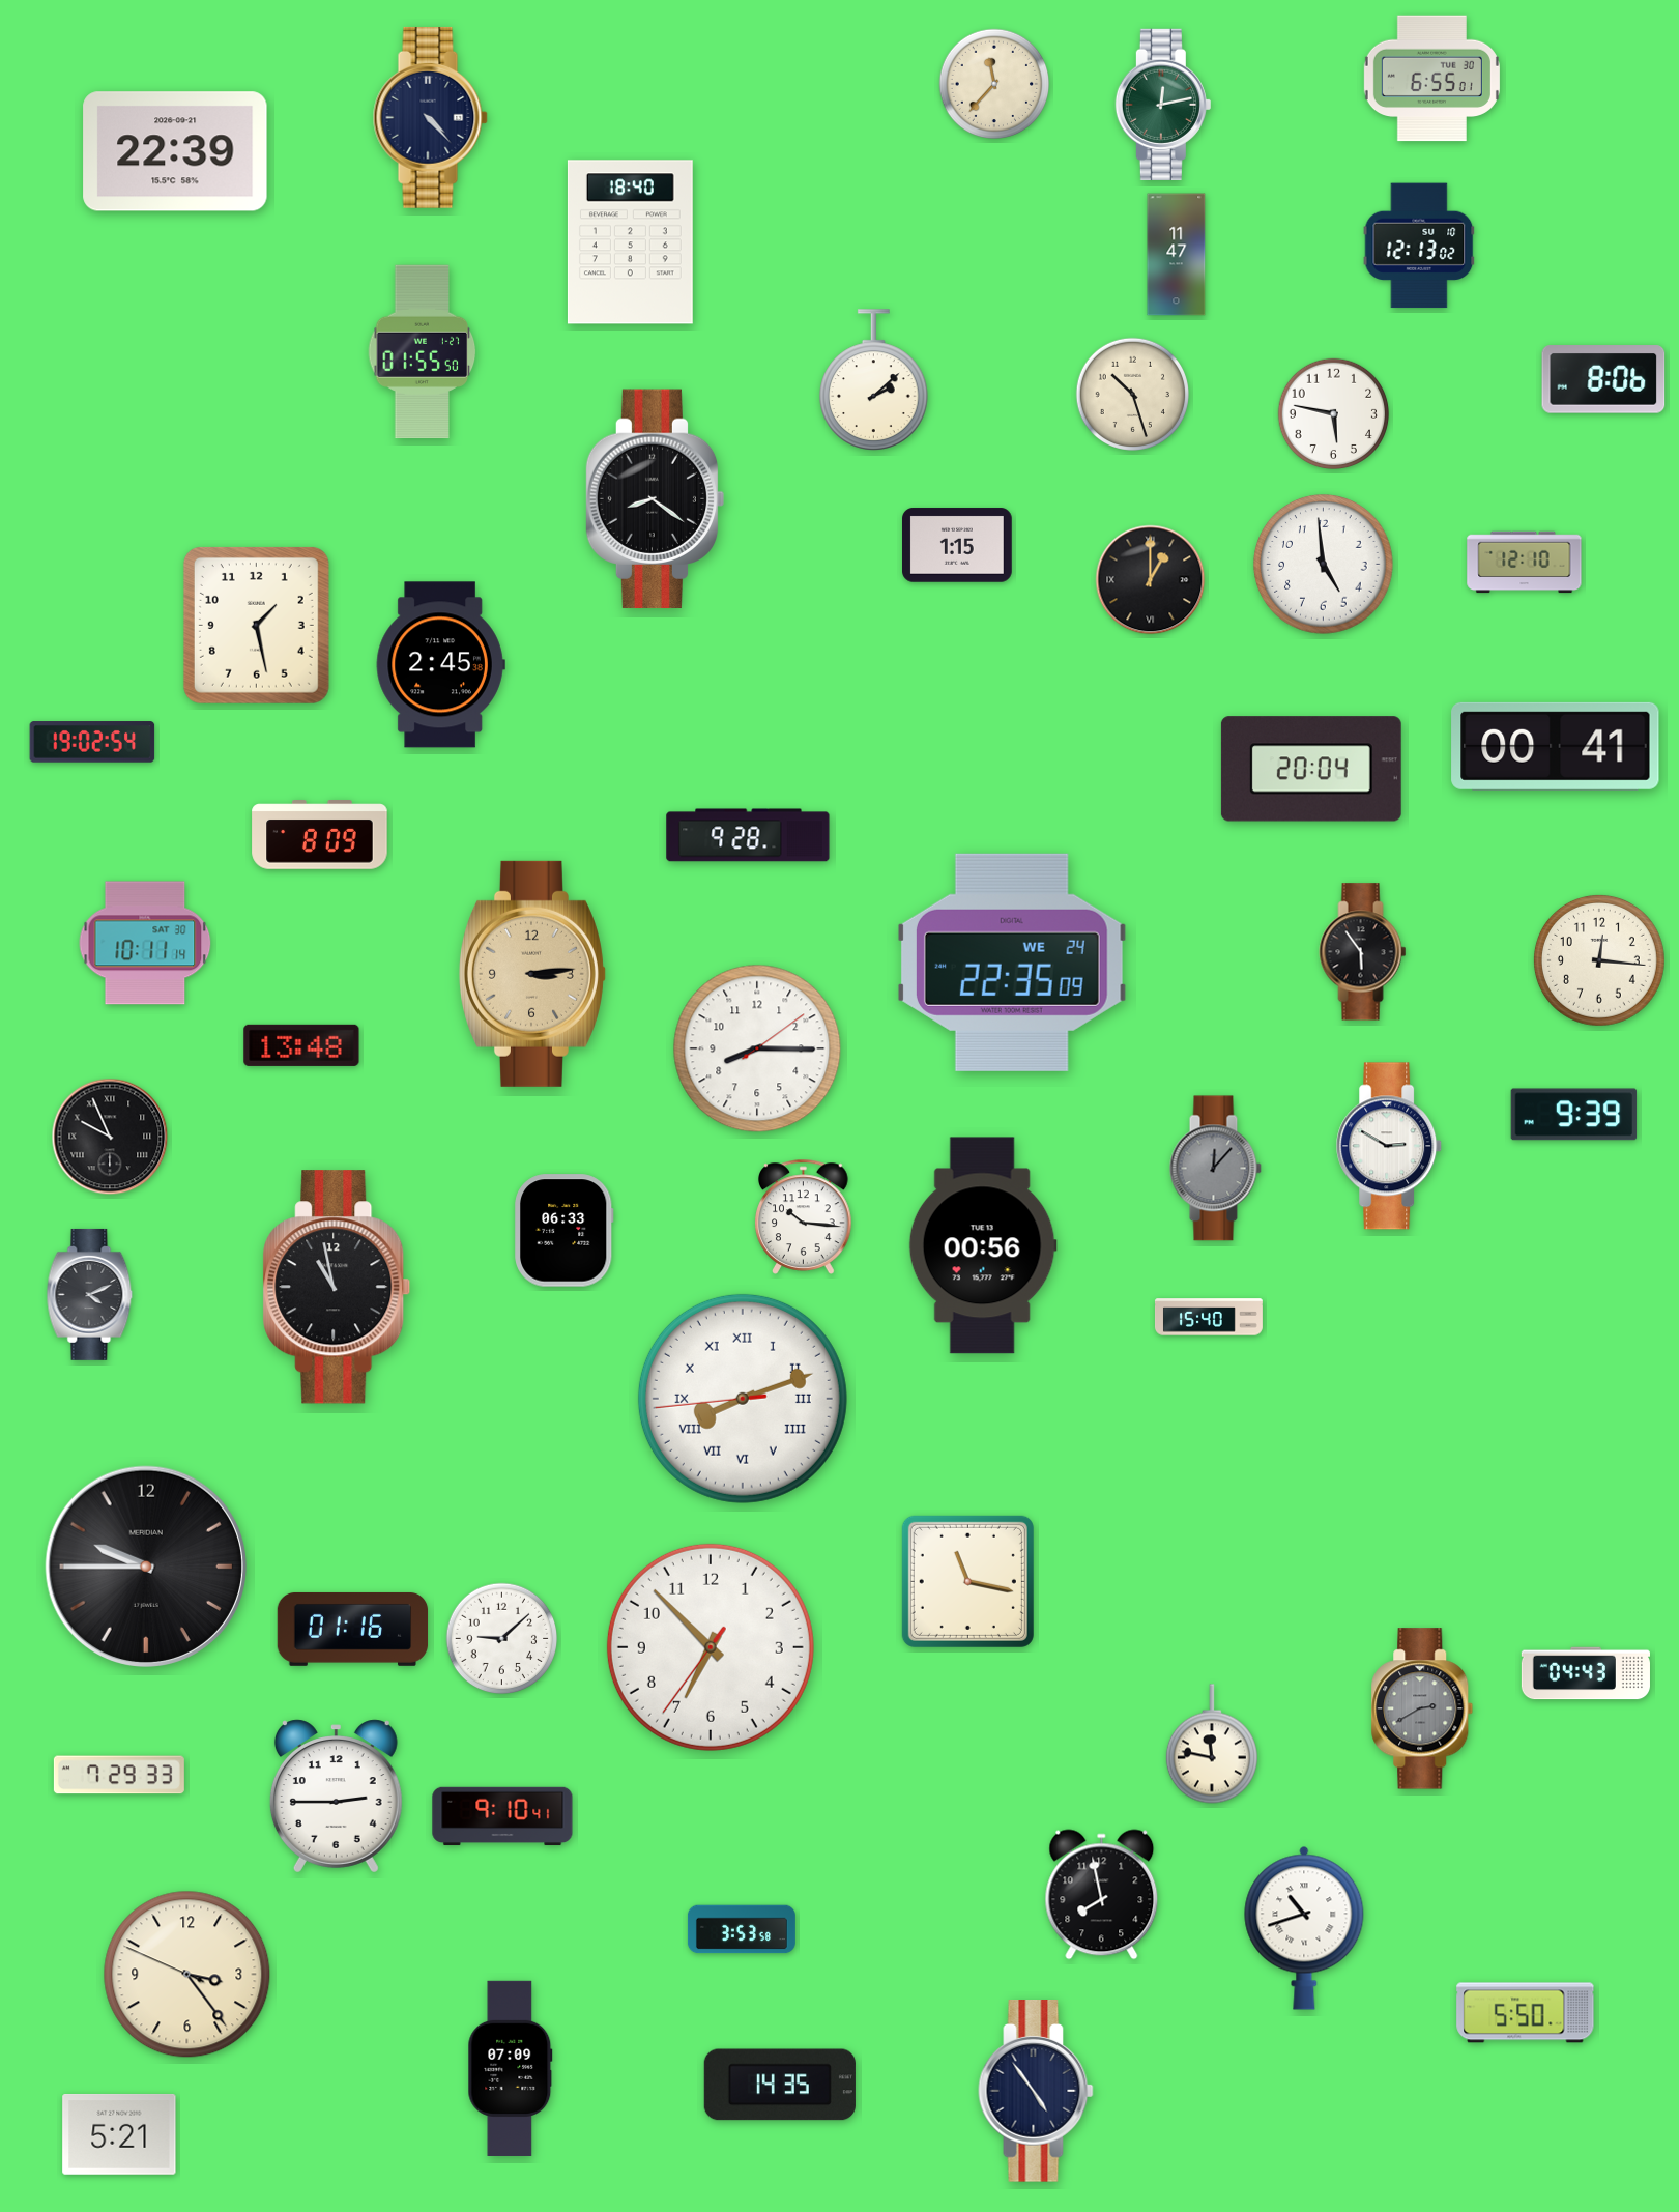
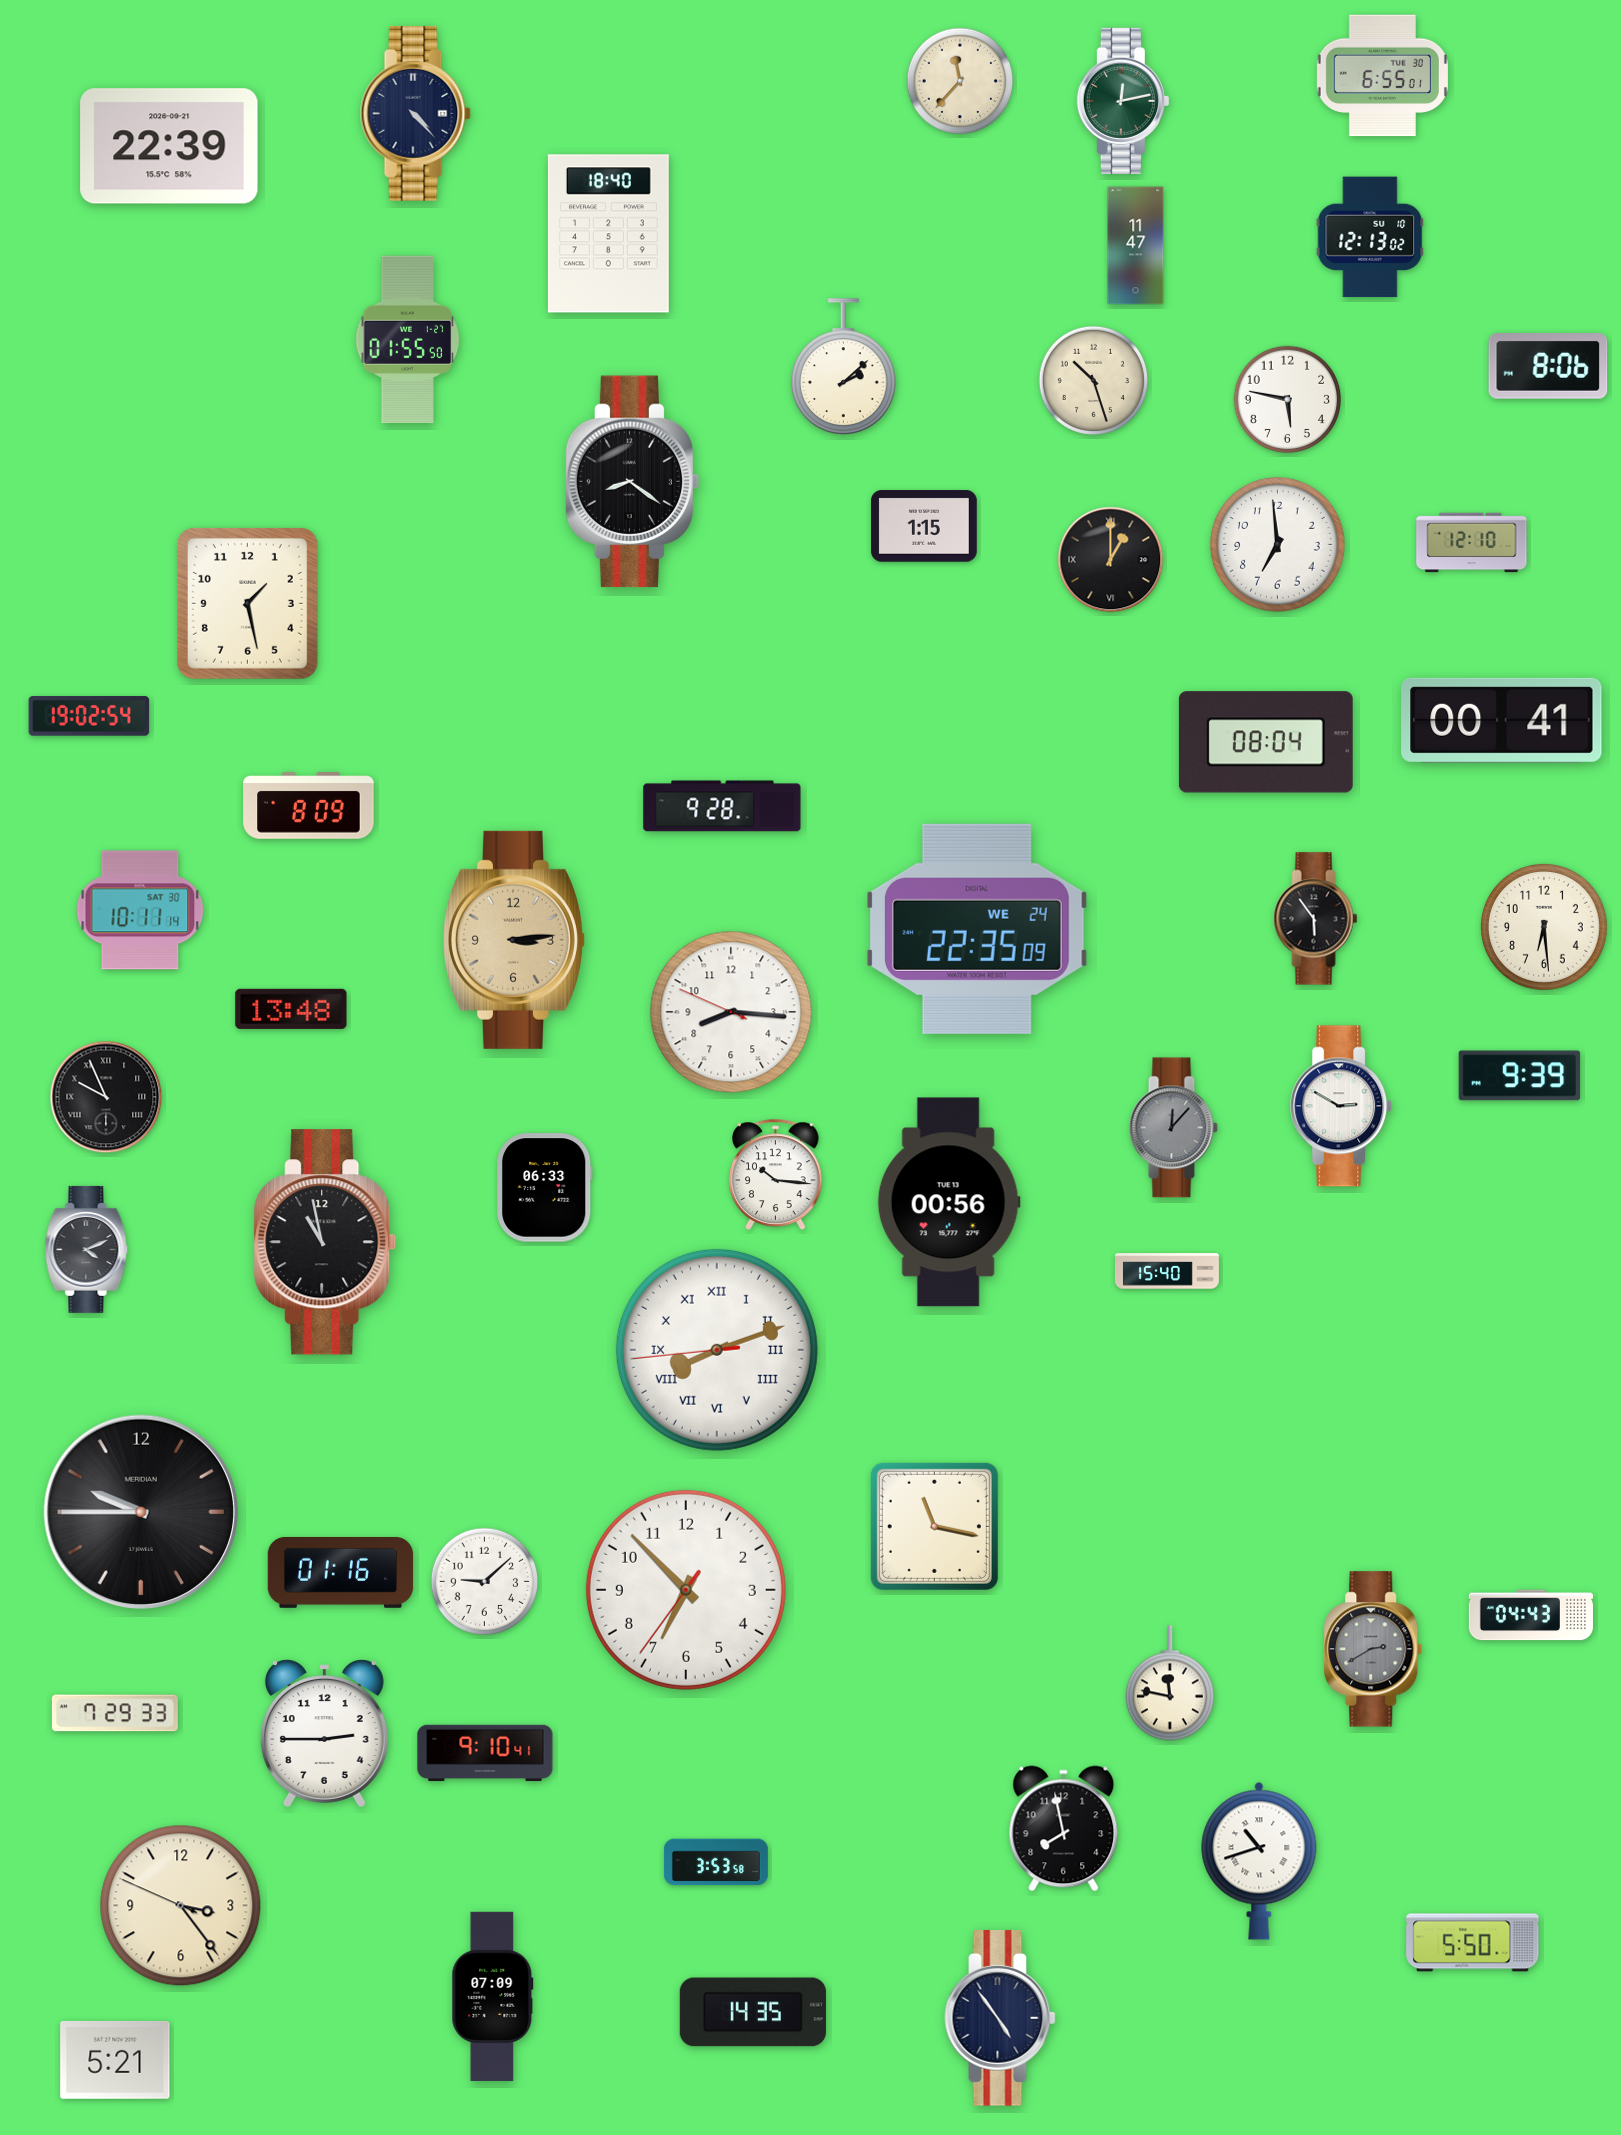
clock at (1324, 565): 4:59 -> 6:59
clock at (440, 665): 2:45 -> none
clock at (1311, 769): 20:04 -> 08:04
clock at (1599, 960): 12:16 -> 6:29
clock at (757, 1048): 8:15:09 -> 8:15:49
